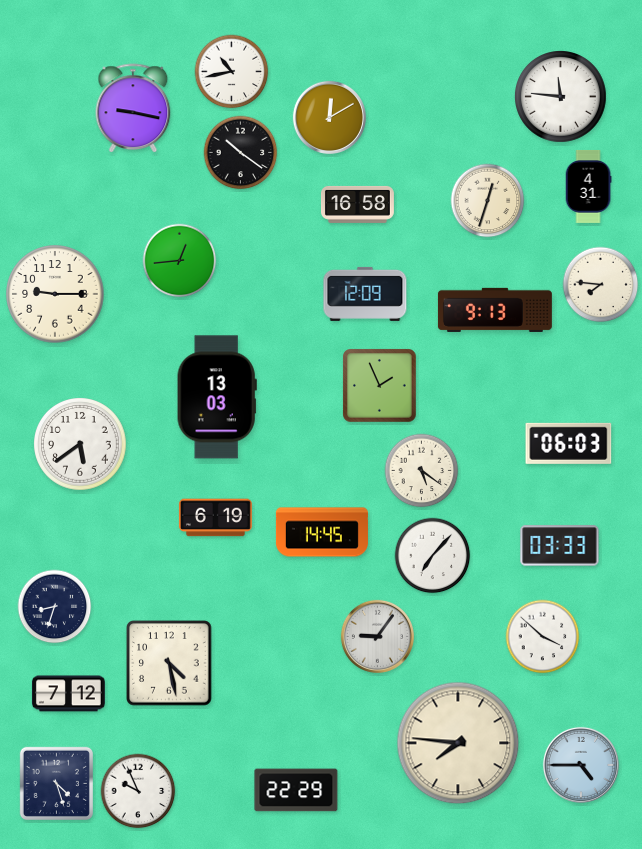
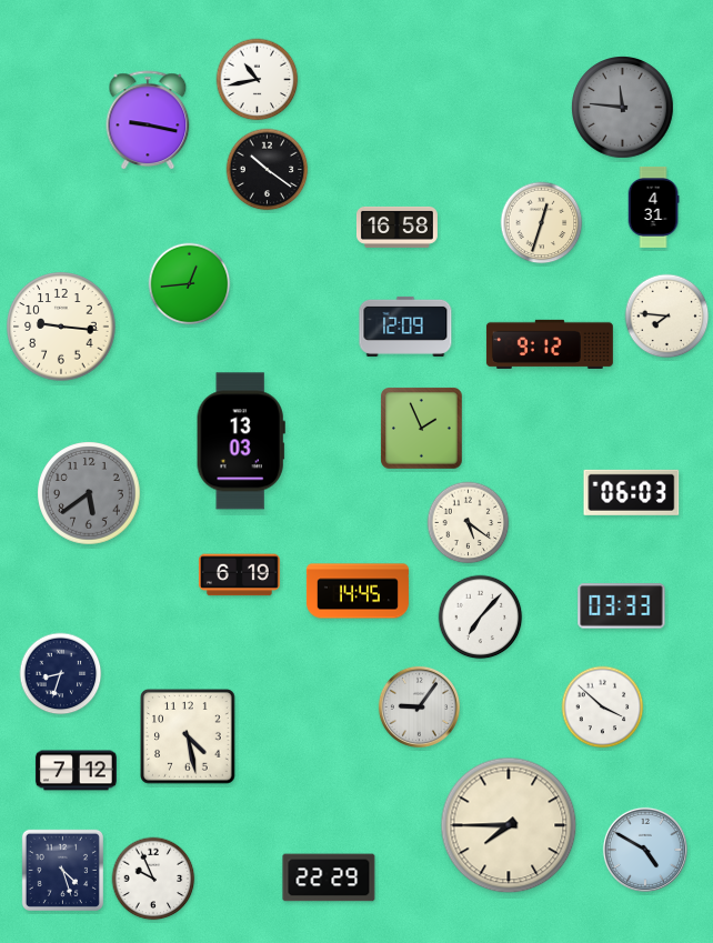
clock at (561, 97) dial: white -> grey
clock at (329, 117): 12:10 -> none
clock at (180, 261) position: (180, 261) -> (190, 284)
clock at (55, 294): 9:15 -> 9:16
clock at (495, 310): 9:13 -> 9:12
clock at (80, 444) dial: white -> grey
clock at (458, 743): 7:46 -> 7:45
clock at (581, 765): 4:45 -> 4:50
